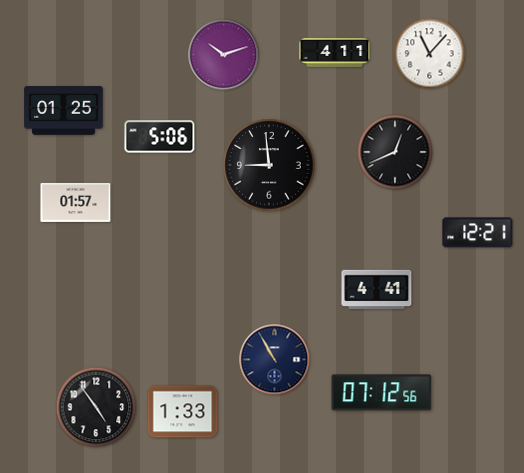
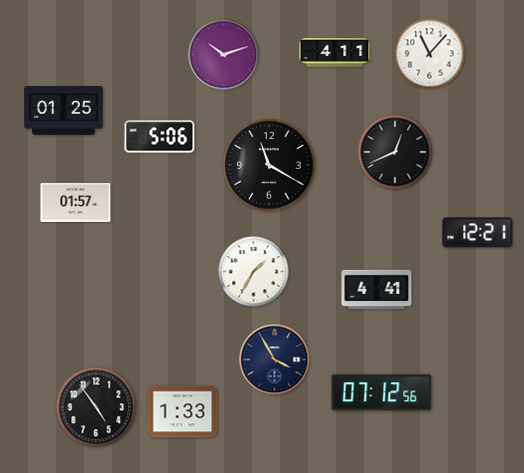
clock at (269, 165): 8:59 -> 11:20
clock at (254, 272): none -> 1:35
clock at (275, 360): 10:55 -> 3:55
